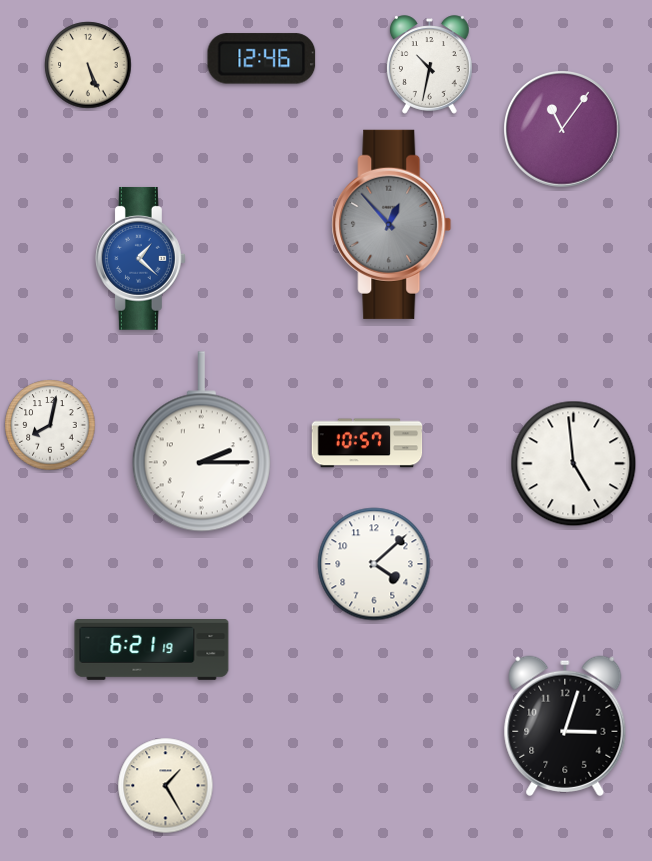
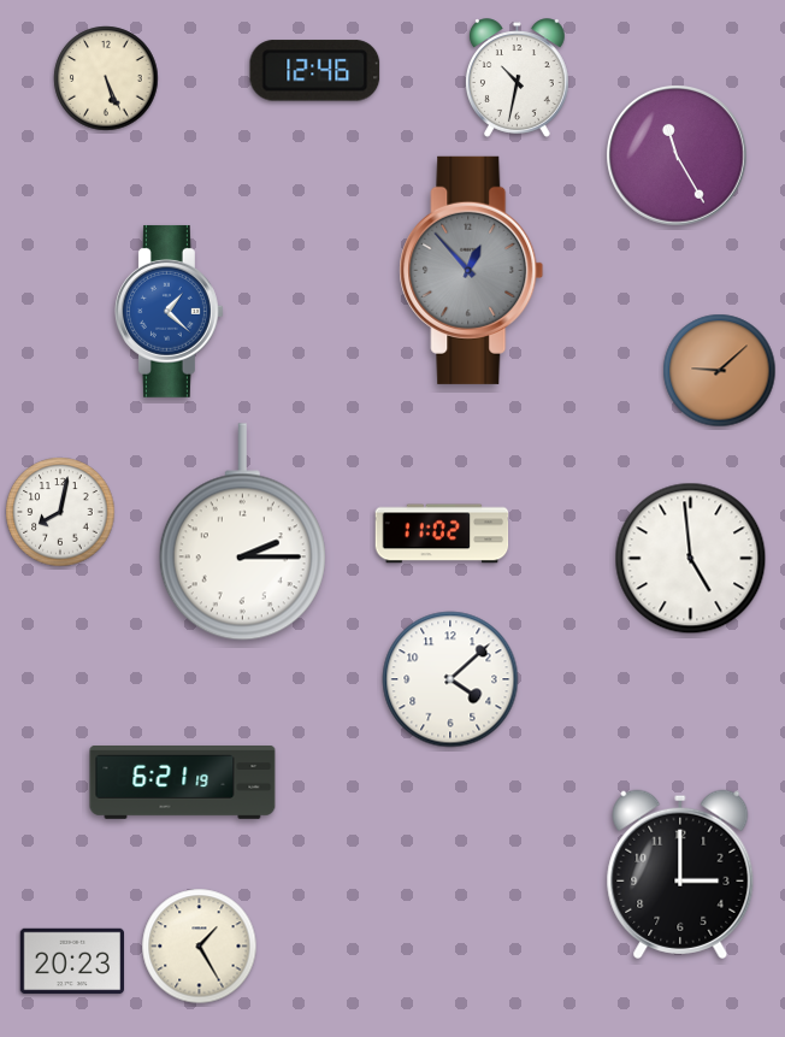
clock at (563, 130): 11:06 -> 11:25
clock at (720, 371): none -> 9:08
clock at (367, 443): 10:57 -> 11:02
clock at (565, 726): 3:03 -> 3:00
clock at (72, 961): none -> 20:23
